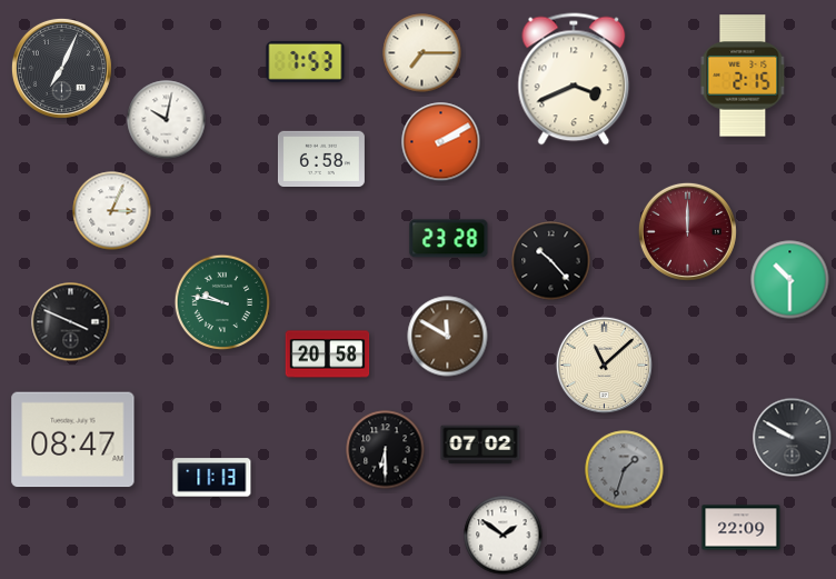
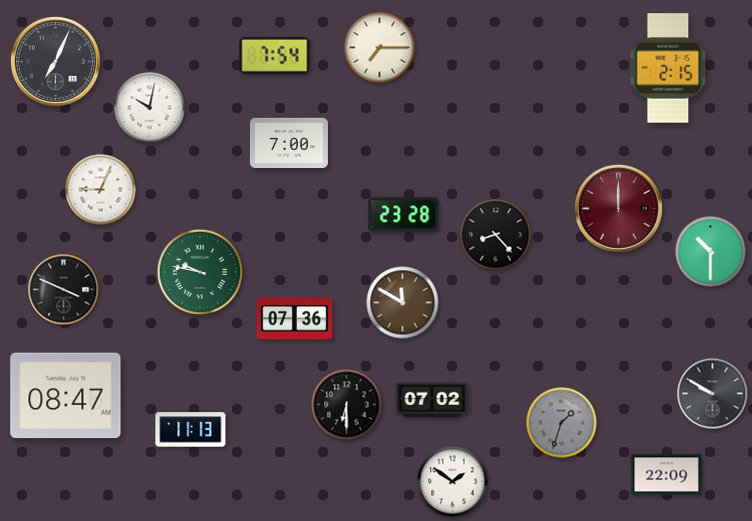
clock at (306, 61): 7:53 -> 7:54
clock at (574, 79): 3:41 -> none
clock at (441, 142): 2:10 -> none
clock at (321, 158): 6:58 -> 7:00
clock at (112, 211): 3:04 -> 9:04
clock at (551, 261): 10:23 -> 8:23
clock at (328, 355): 20:58 -> 07:36
clock at (604, 365): 11:08 -> none
